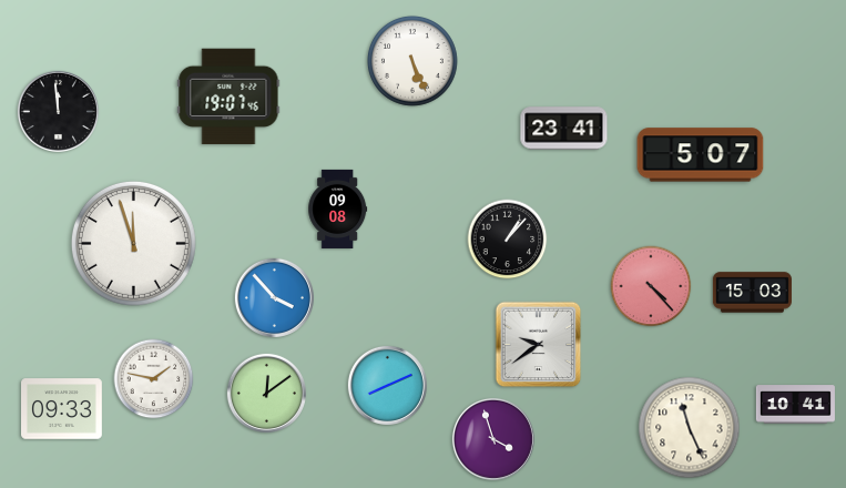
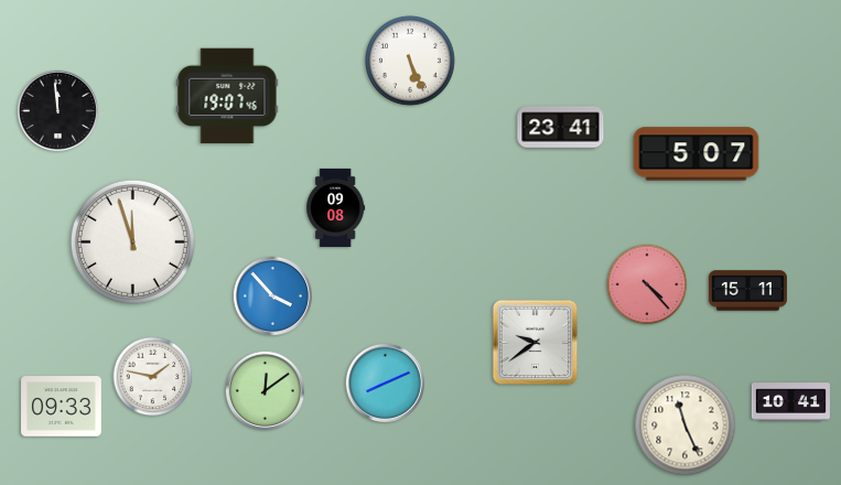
clock at (508, 240): 1:07 -> none
clock at (752, 293): 15:03 -> 15:11
clock at (493, 439): 3:57 -> none
